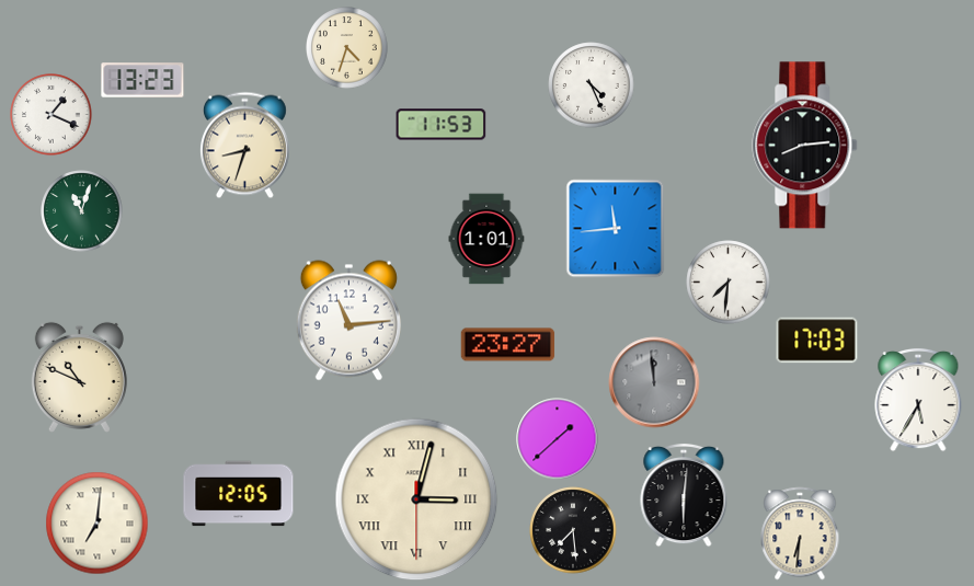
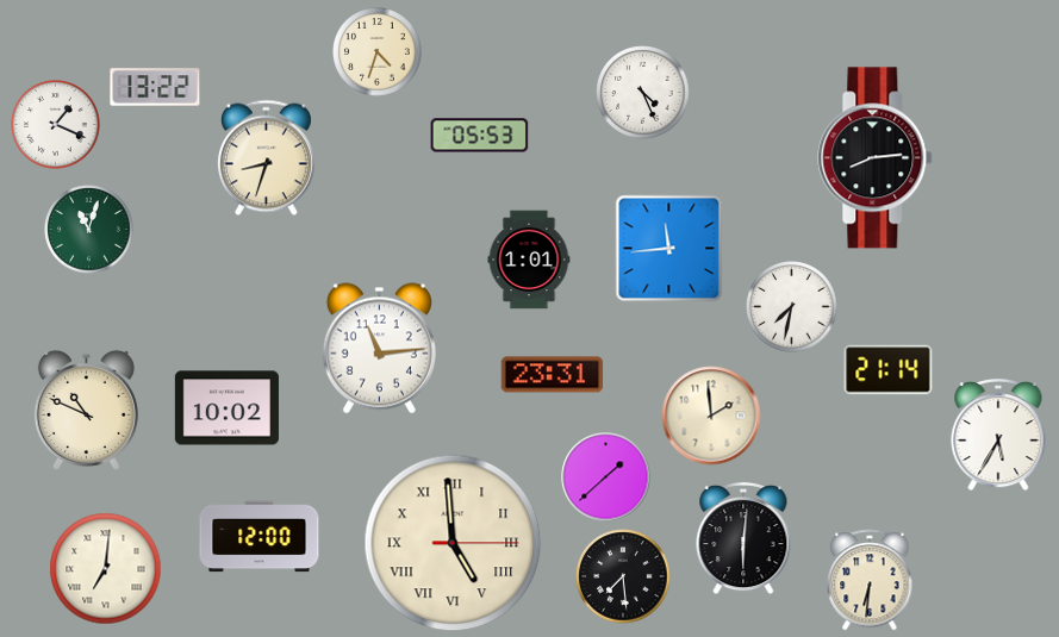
clock at (142, 80): 13:23 -> 13:22
clock at (442, 125): 11:53 -> 05:53
clock at (729, 283): 7:31 -> 7:32
clock at (817, 341): 17:03 -> 21:14
clock at (508, 345): 23:27 -> 23:31
clock at (226, 408): none -> 10:02
clock at (654, 382): 11:59 -> 1:59
clock at (654, 382) dial: grey -> cream
clock at (239, 494): 12:05 -> 12:00
clock at (416, 499): 3:02 -> 4:59
